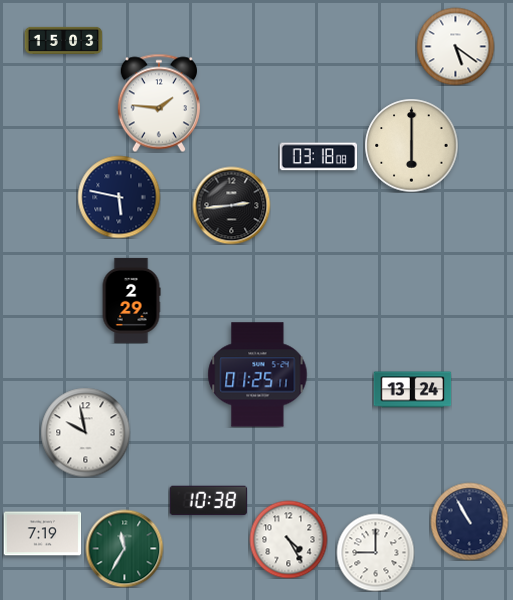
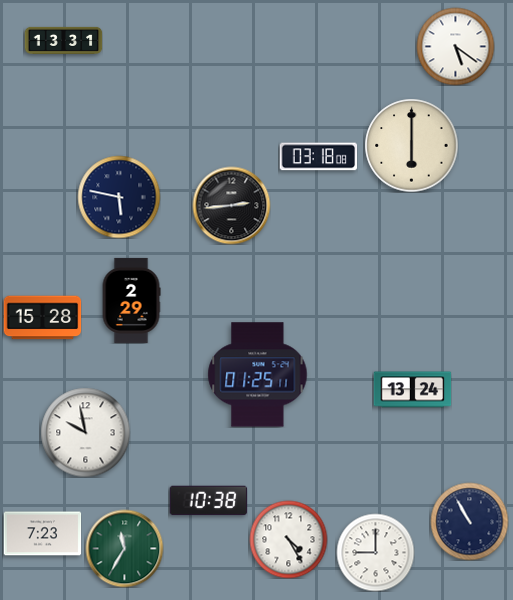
clock at (63, 40): 15:03 -> 13:31
clock at (159, 103): 1:46 -> none
clock at (42, 318): none -> 15:28
clock at (42, 534): 7:19 -> 7:23
